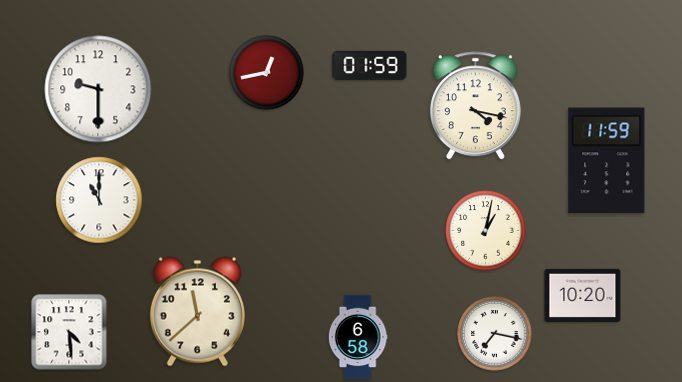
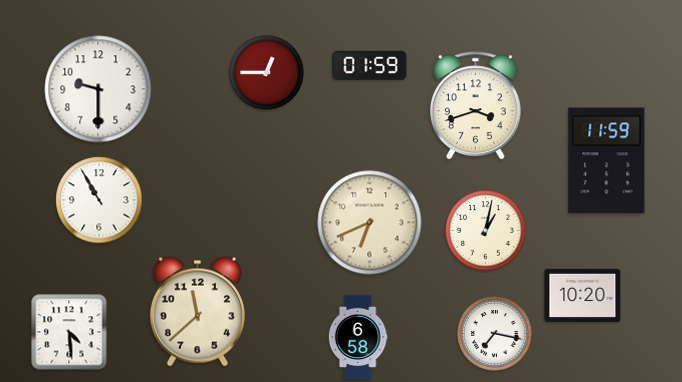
clock at (267, 73): 12:43 -> 12:45
clock at (475, 106): 4:17 -> 3:42
clock at (99, 200): 11:00 -> 10:55
clock at (370, 223): none -> 6:41
